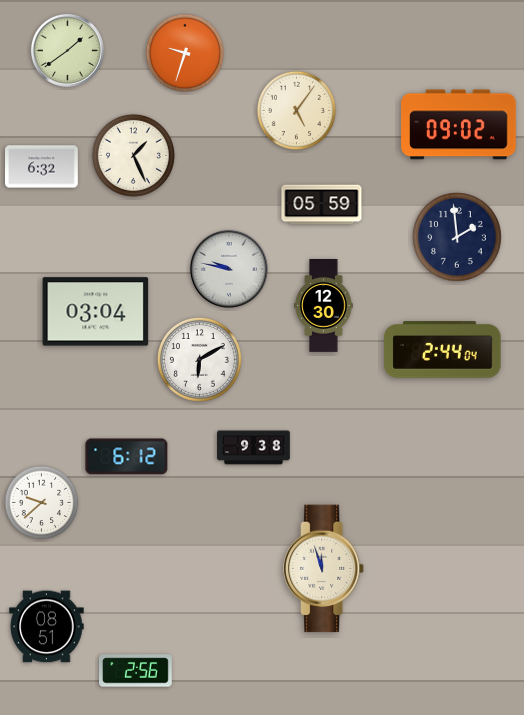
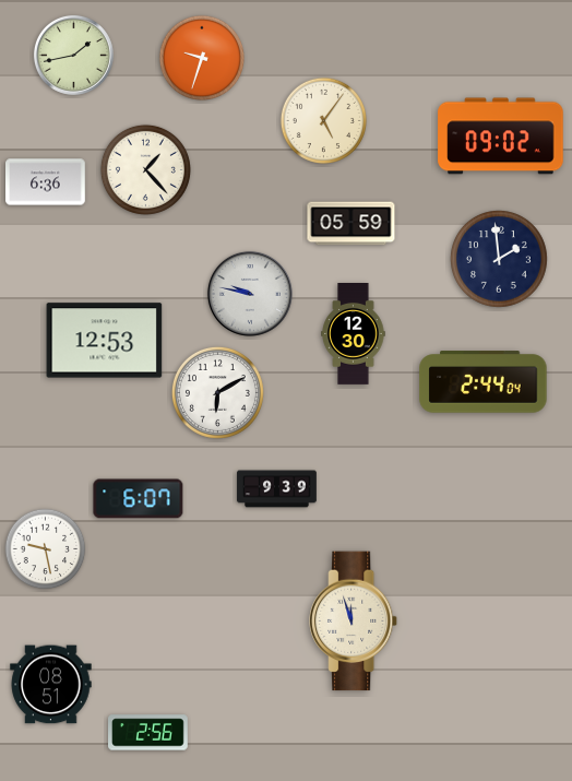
clock at (67, 50): 1:39 -> 1:43
clock at (133, 155): 1:26 -> 1:23
clock at (42, 167): 6:32 -> 6:36
clock at (96, 312): 03:04 -> 12:53
clock at (254, 448): 9:38 -> 9:39
clock at (127, 457): 6:12 -> 6:07
clock at (42, 503): 9:38 -> 9:28
